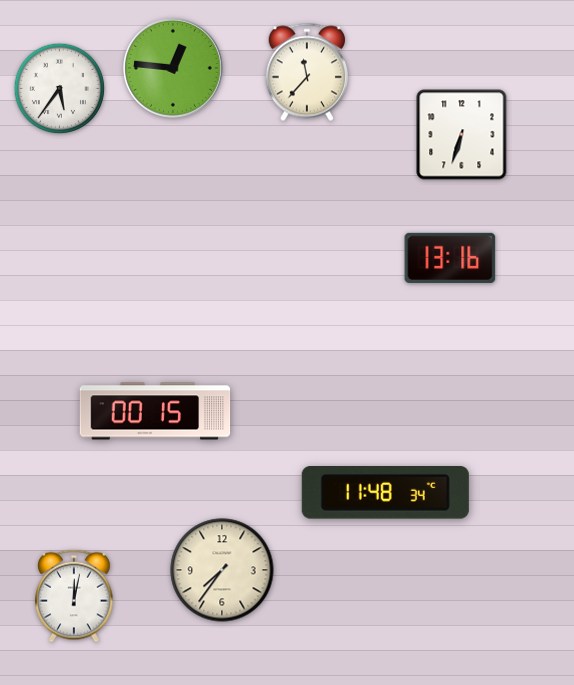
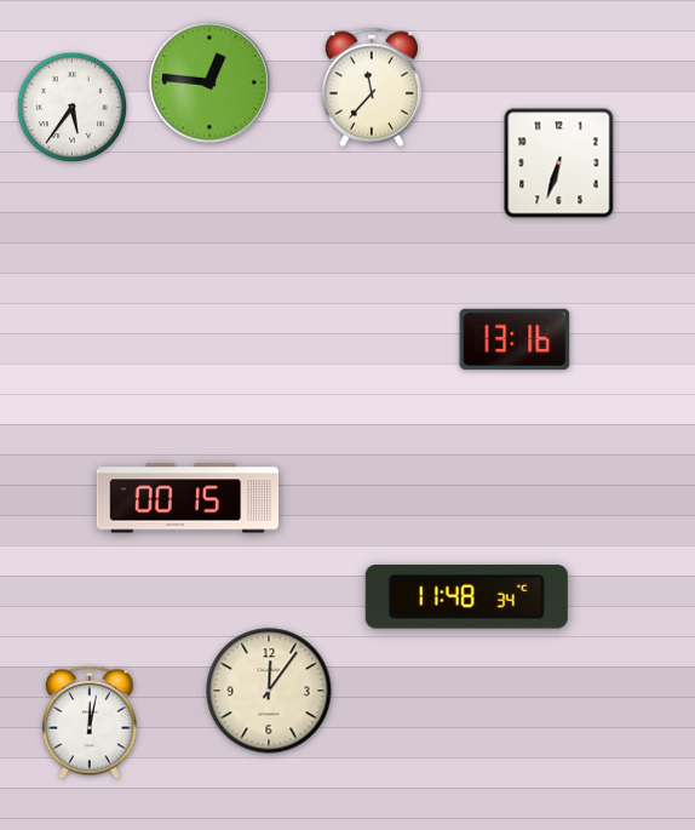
clock at (450, 258) position: (450, 258) -> (515, 339)
clock at (222, 570): 7:36 -> 12:06
